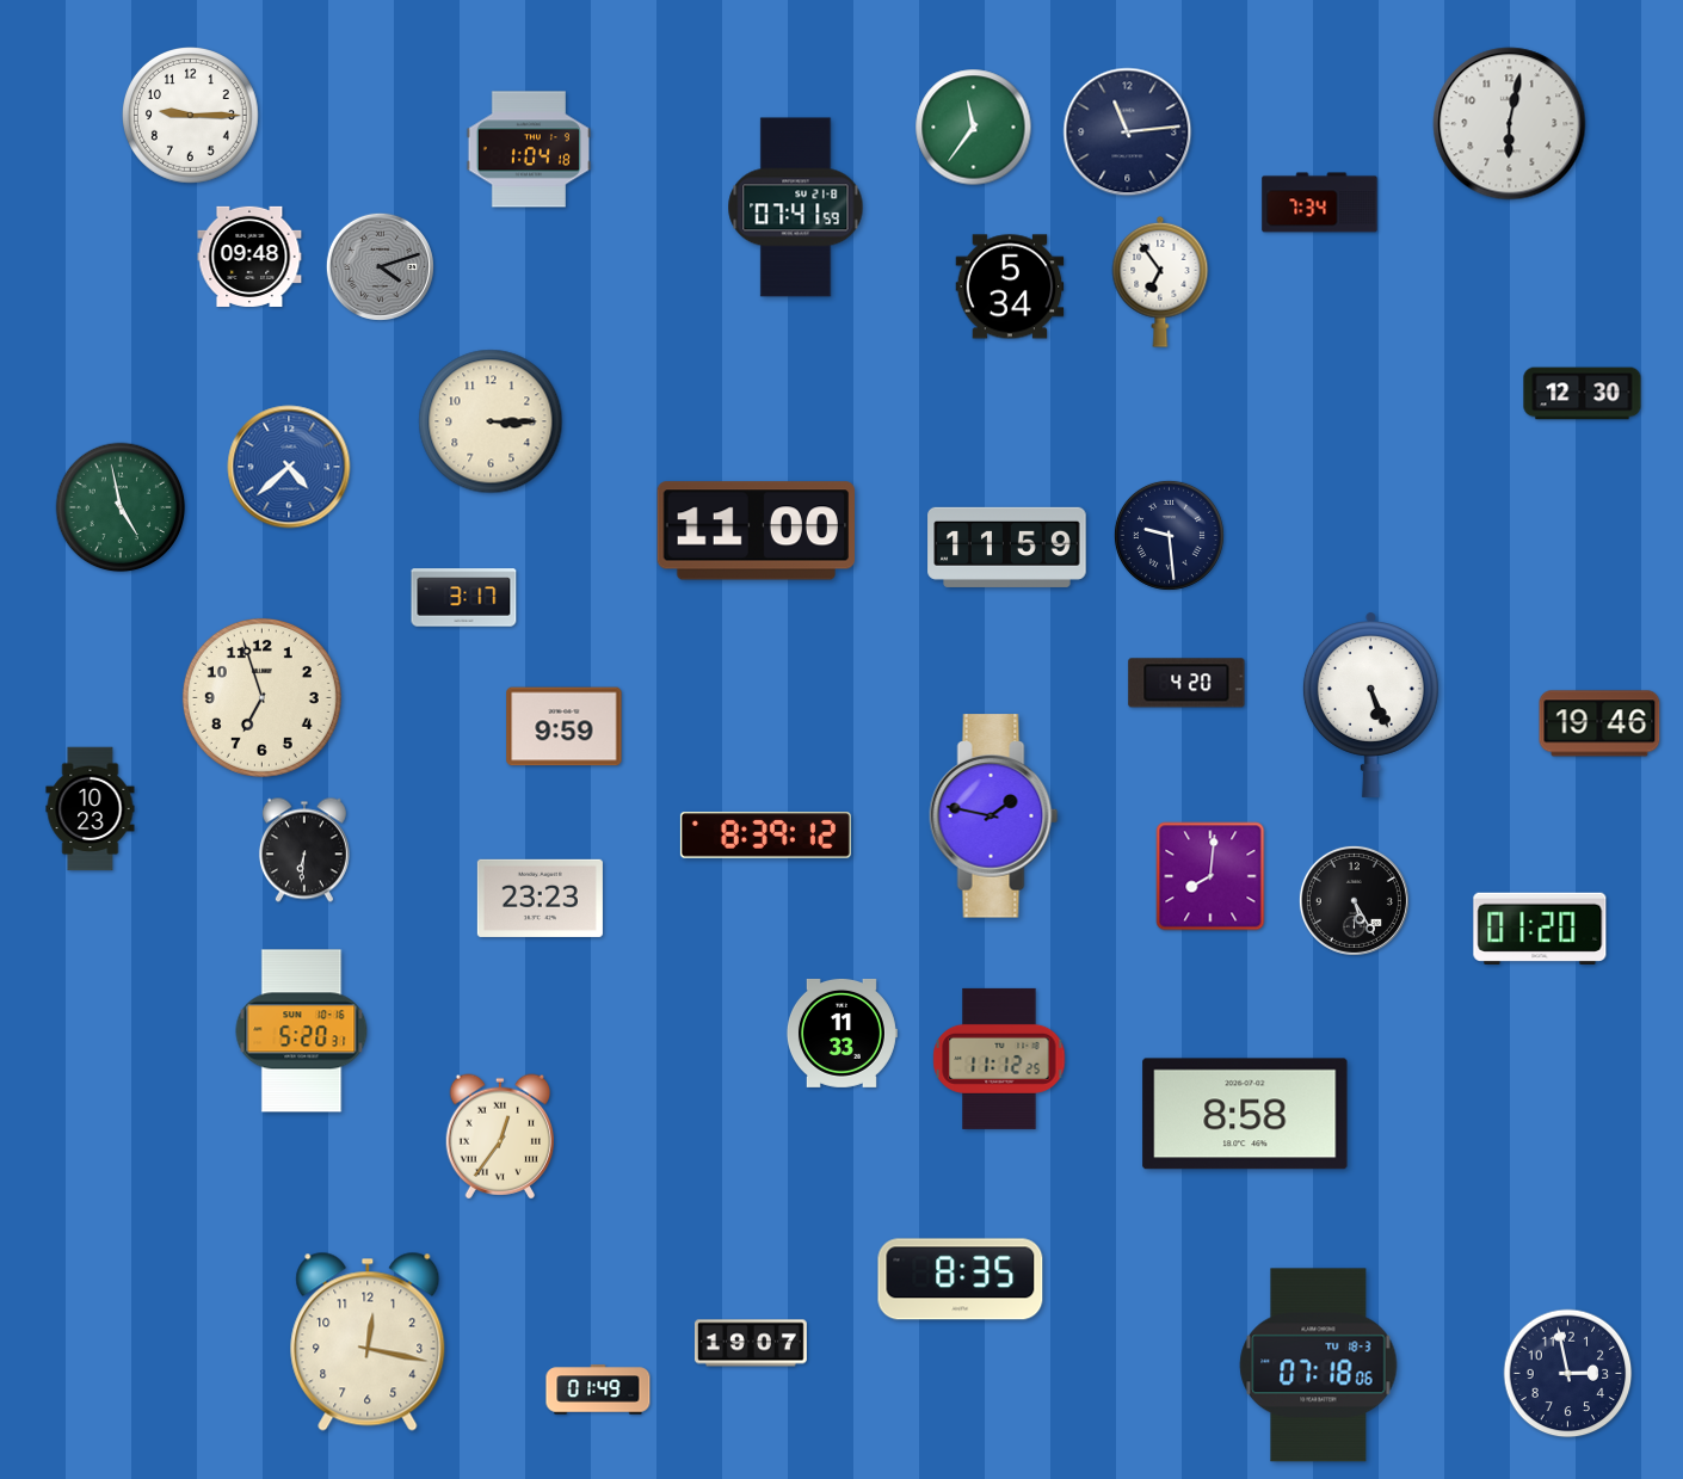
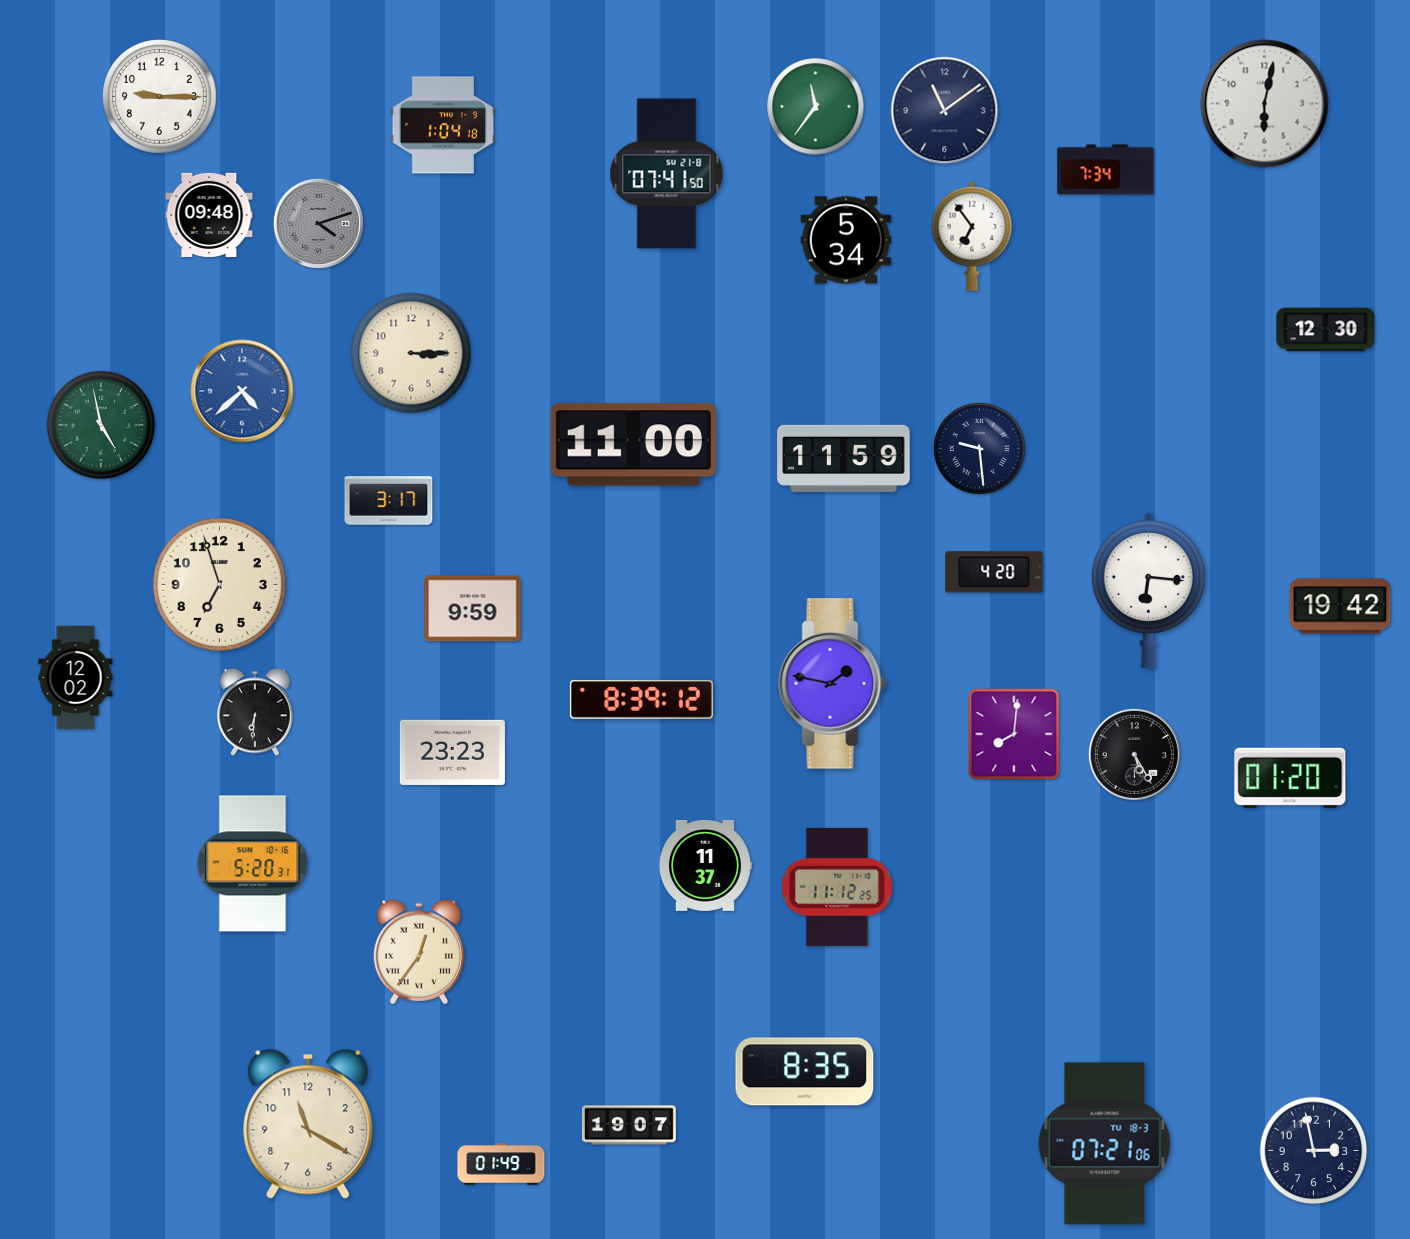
clock at (1128, 133): 11:14 -> 11:09
clock at (796, 208): 07:41:59 -> 07:41:50
clock at (1370, 705): 5:26 -> 6:16
clock at (1599, 723): 19:46 -> 19:42
clock at (91, 809): 10:23 -> 12:02
clock at (841, 1033): 11:33 -> 11:37
clock at (1245, 1114): 8:58 -> none
clock at (368, 1342): 12:17 -> 11:20
clock at (1319, 1366): 07:18 -> 07:21
